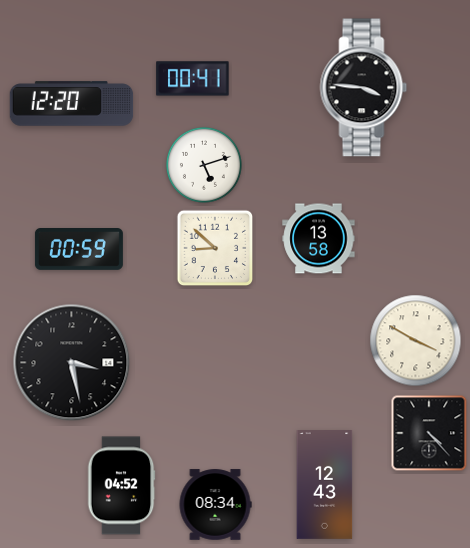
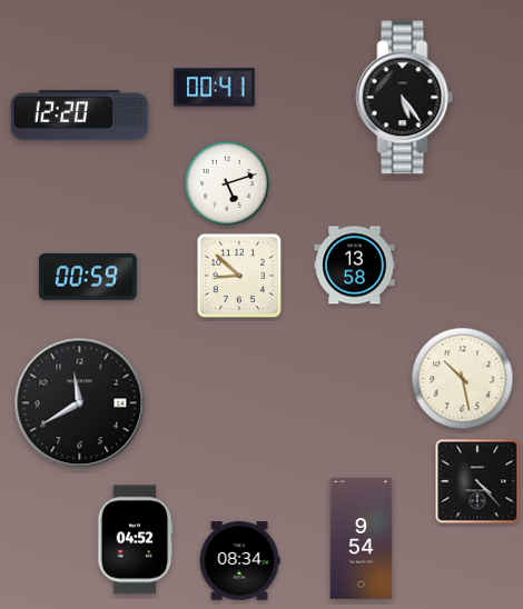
clock at (364, 88): 3:46 -> 5:24
clock at (416, 341): 3:50 -> 10:28
clock at (72, 363): 3:28 -> 11:40
clock at (325, 485): 12:43 -> 9:54
